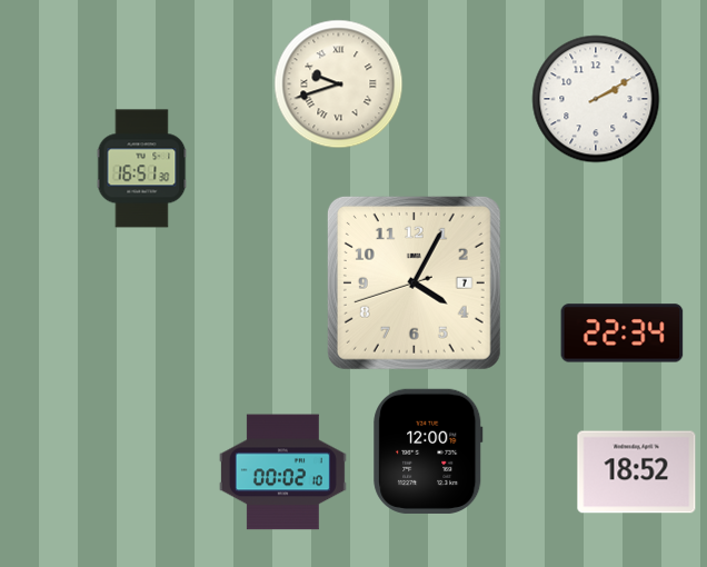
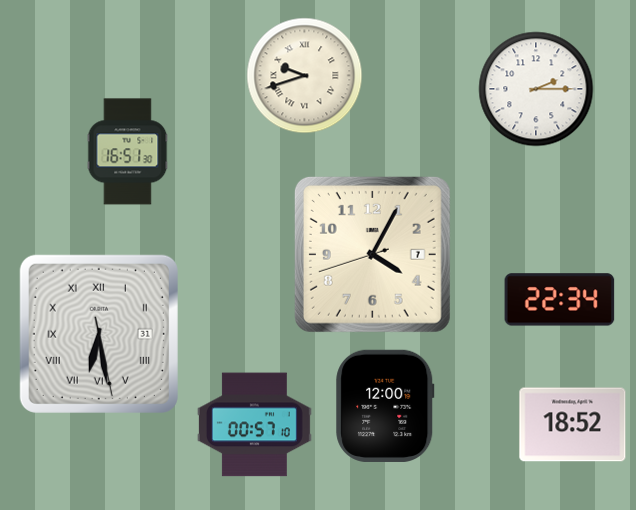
clock at (596, 99): 2:10 -> 2:15
clock at (99, 334): none -> 6:28
clock at (282, 472): 00:02 -> 00:57
